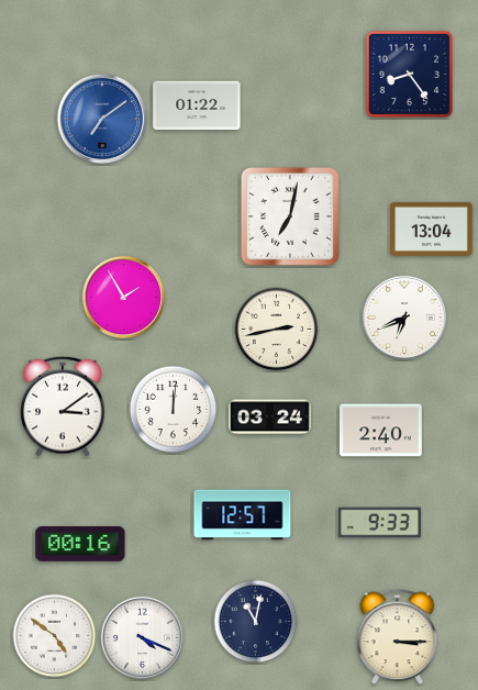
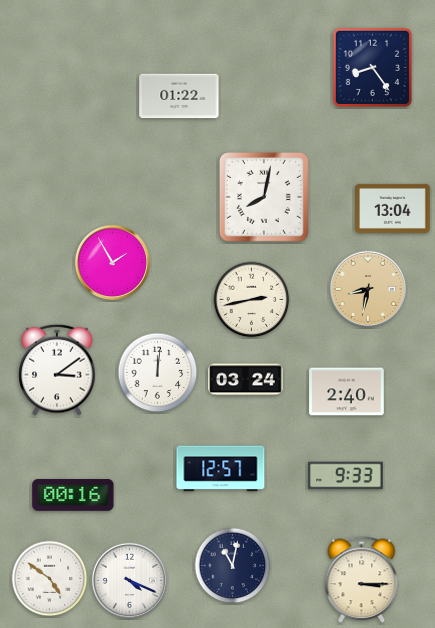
clock at (102, 119): 7:09 -> none
clock at (290, 216): 7:02 -> 8:02
clock at (123, 297) position: (123, 297) -> (112, 262)
clock at (403, 316): 6:41 -> 8:32
clock at (403, 316) dial: white -> champagne
